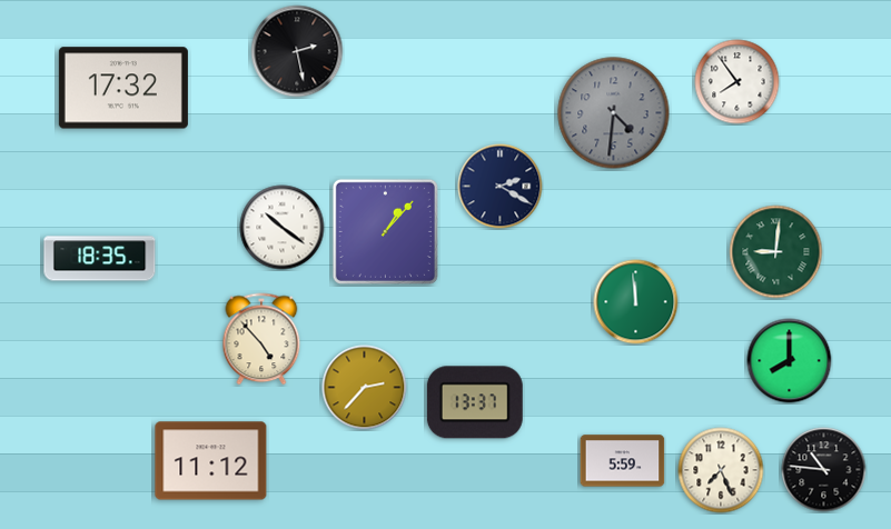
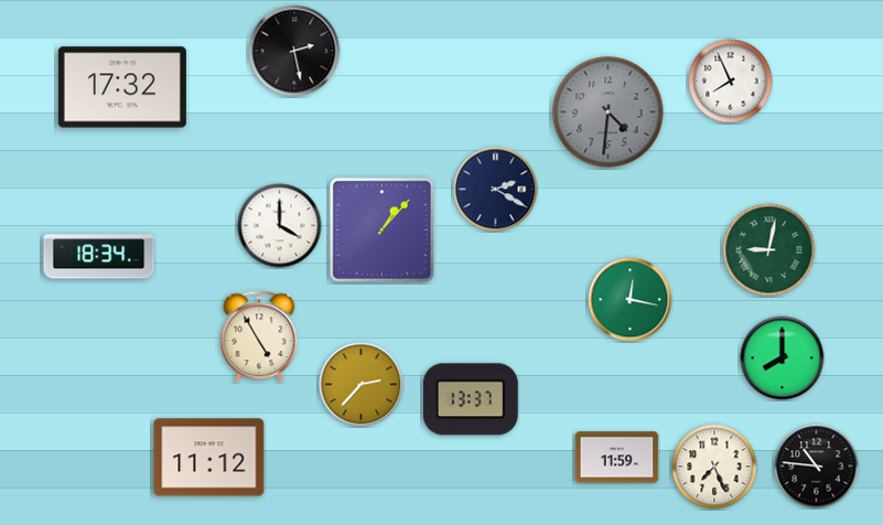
clock at (737, 82): 7:54 -> 7:56
clock at (501, 187) position: (501, 187) -> (496, 190)
clock at (283, 228): 10:21 -> 4:00
clock at (776, 252): 9:01 -> 9:02
clock at (100, 259): 18:35 -> 18:34
clock at (636, 302): 11:59 -> 12:17
clock at (261, 339): 4:53 -> 4:55
clock at (623, 461): 5:59 -> 11:59
